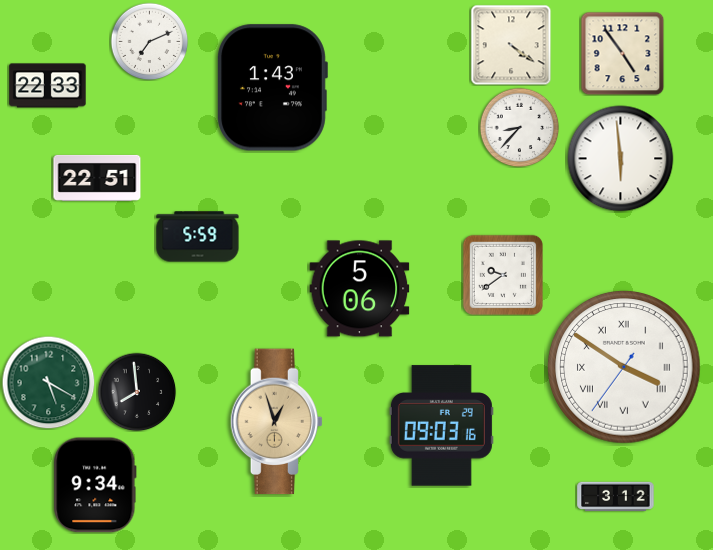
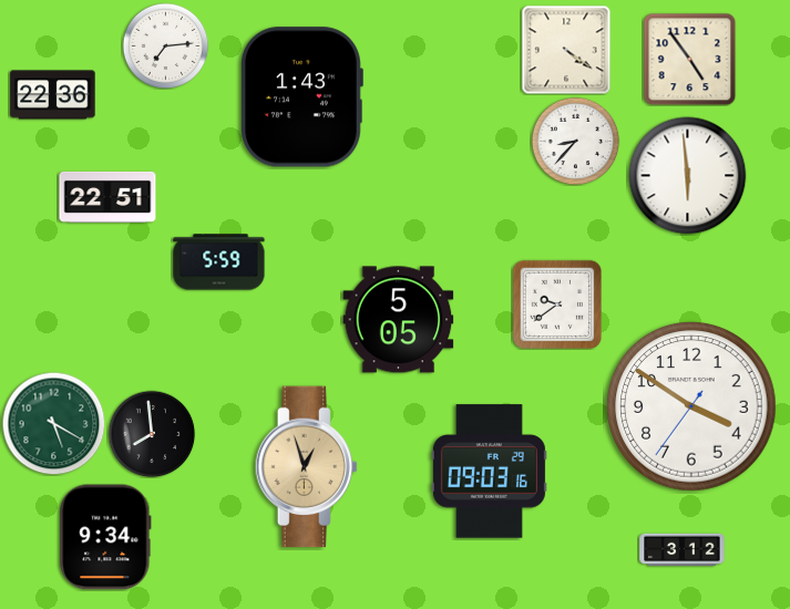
clock at (149, 41): 7:11 -> 7:14
clock at (48, 86): 22:33 -> 22:36
clock at (360, 289): 5:06 -> 5:05
clock at (624, 367) numerals: Roman -> Arabic
